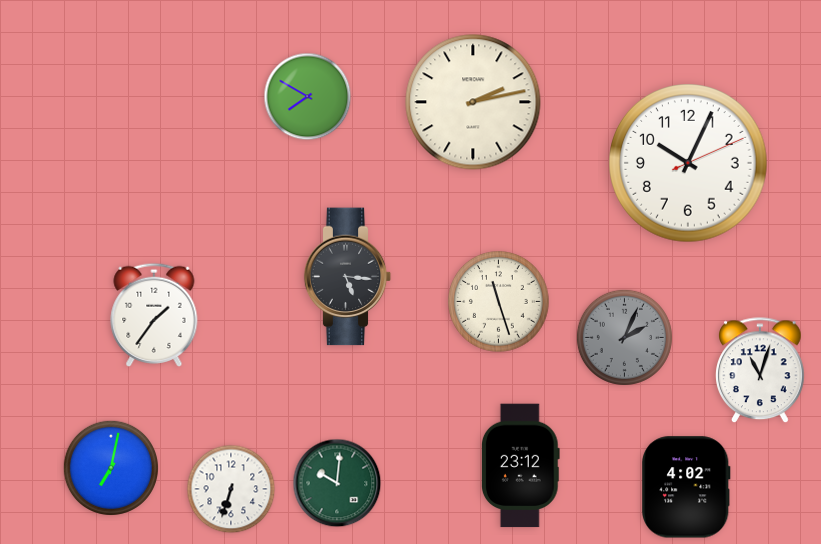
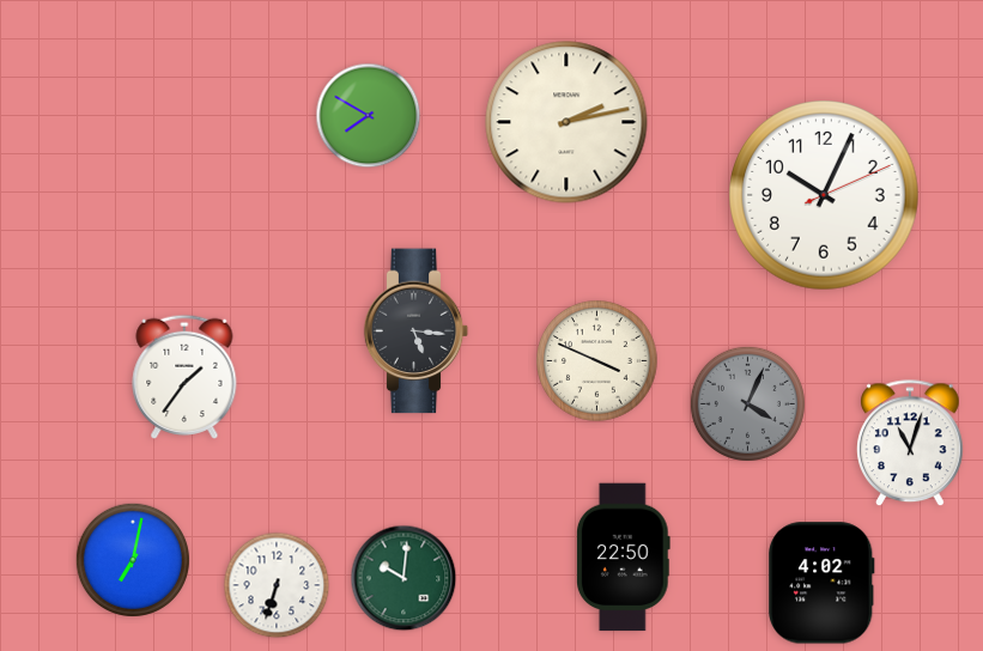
clock at (499, 302): 11:27 -> 3:49
clock at (624, 337): 2:04 -> 4:04
clock at (520, 466): 23:12 -> 22:50
